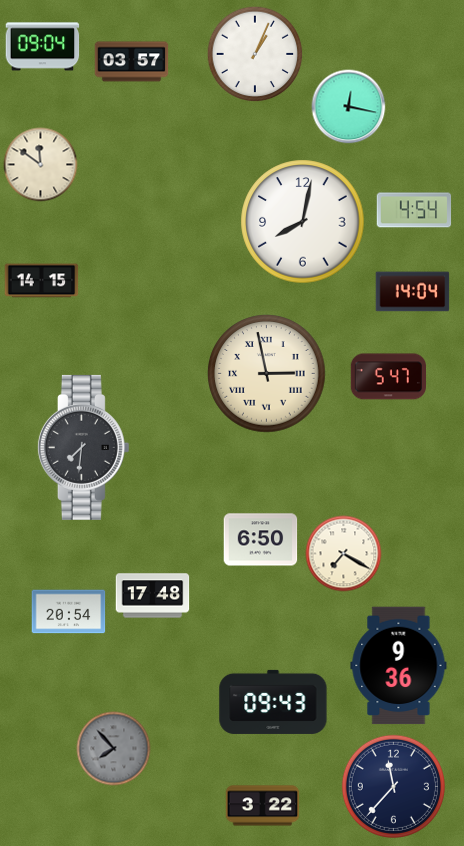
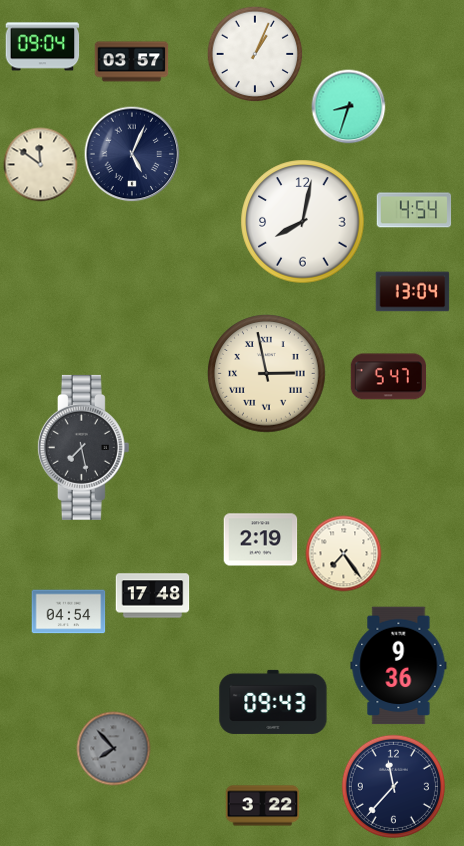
clock at (349, 107): 12:17 -> 8:33
clock at (132, 154): none -> 5:04
clock at (42, 281): 14:15 -> none
clock at (413, 292): 14:04 -> 13:04
clock at (83, 447): 7:31 -> 7:28
clock at (261, 540): 6:50 -> 2:19
clock at (344, 554): 7:20 -> 7:24
clock at (69, 612): 20:54 -> 04:54
